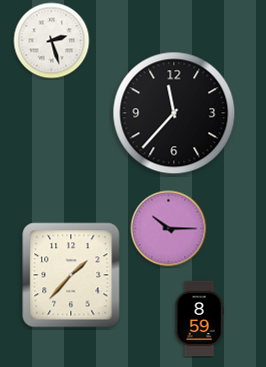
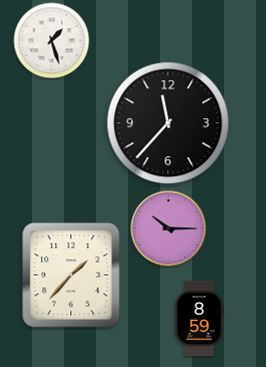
clock at (52, 41): 2:27 -> 1:27
clock at (174, 113) position: (174, 113) -> (168, 123)
